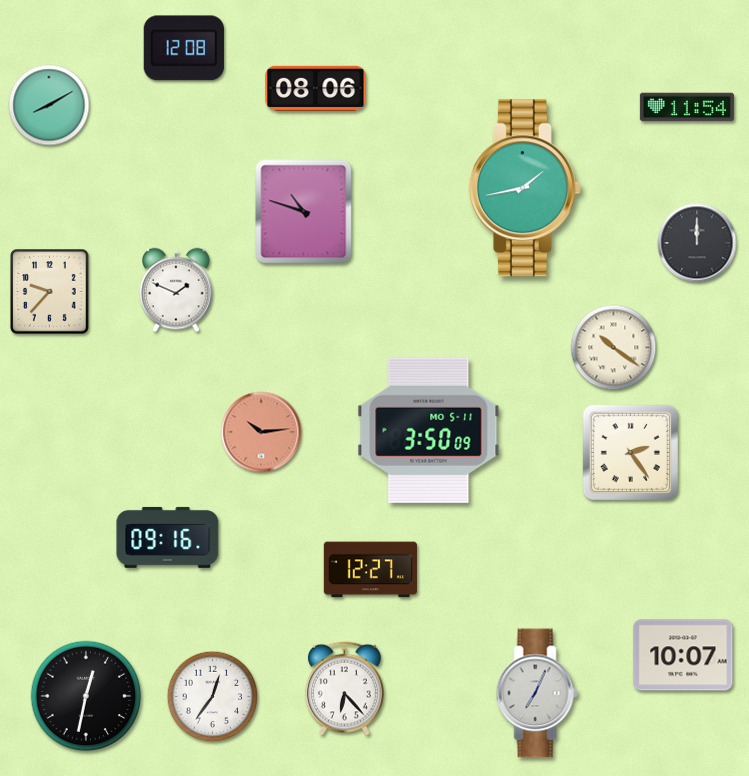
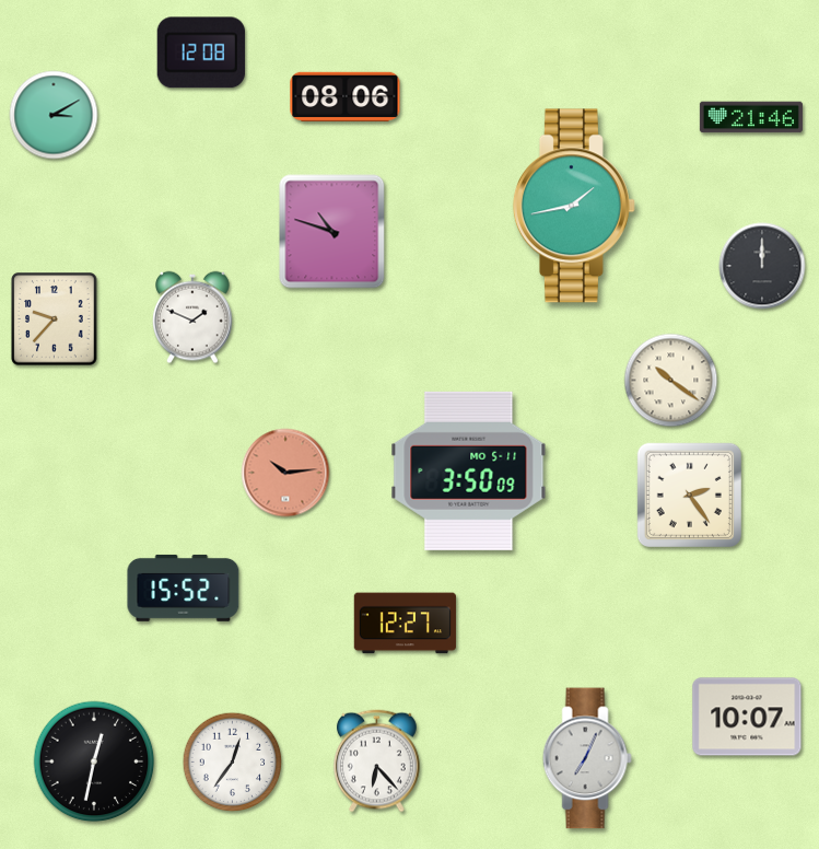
clock at (49, 105): 8:10 -> 3:10
clock at (687, 107): 11:54 -> 21:46
clock at (168, 537): 09:16 -> 15:52
clock at (345, 689) position: (345, 689) -> (377, 761)
